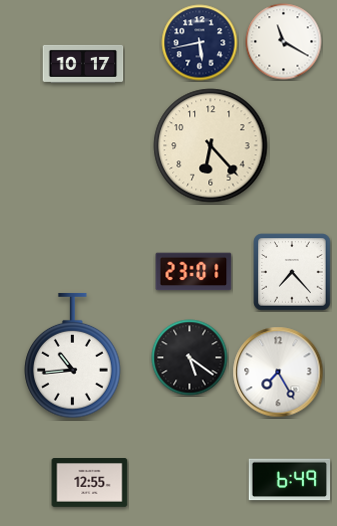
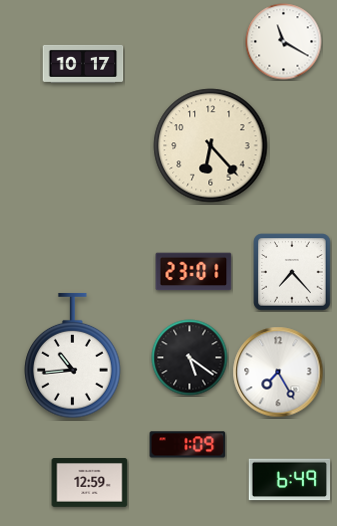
clock at (200, 43): 5:43 -> none
clock at (188, 445): none -> 1:09
clock at (90, 483): 12:55 -> 12:59
